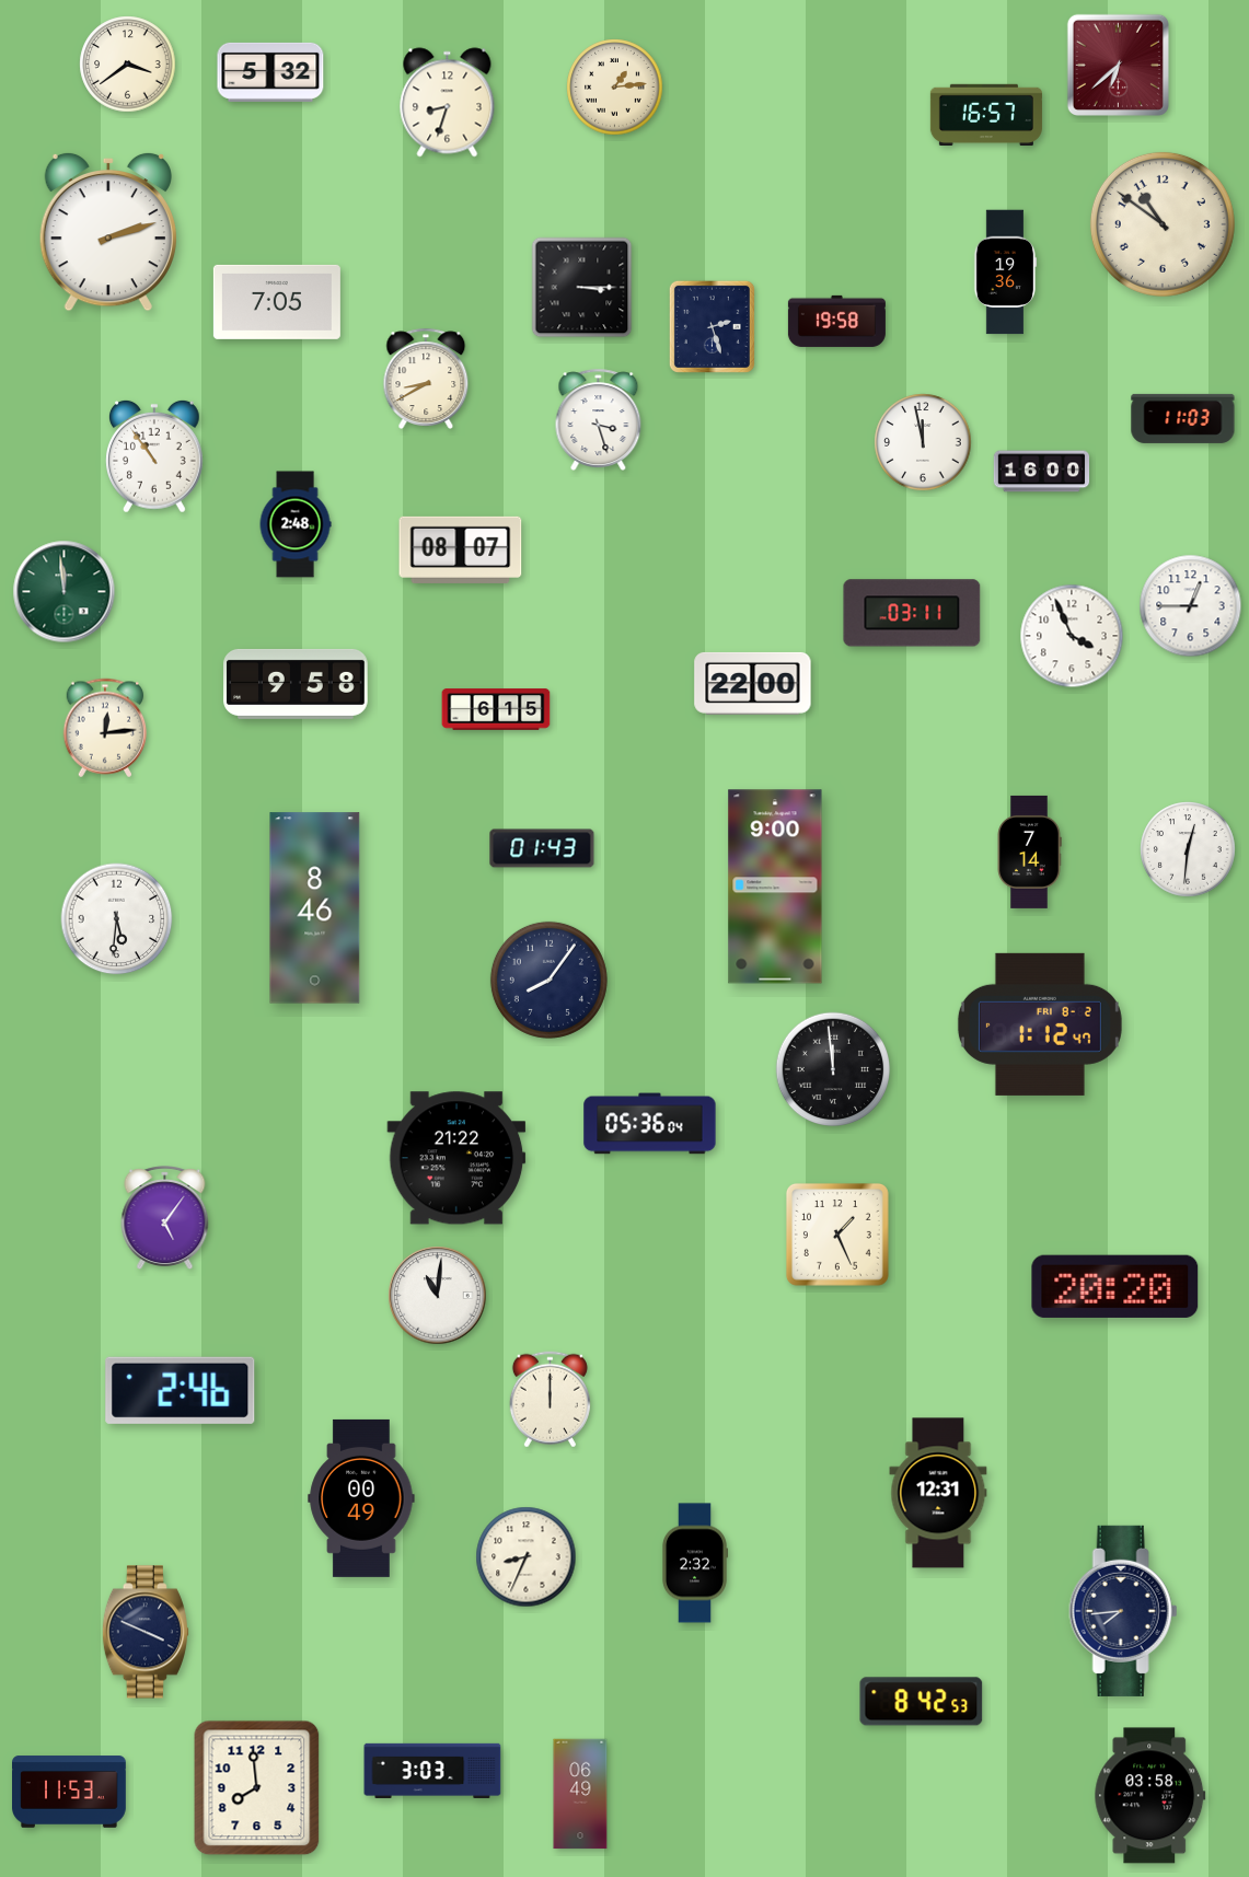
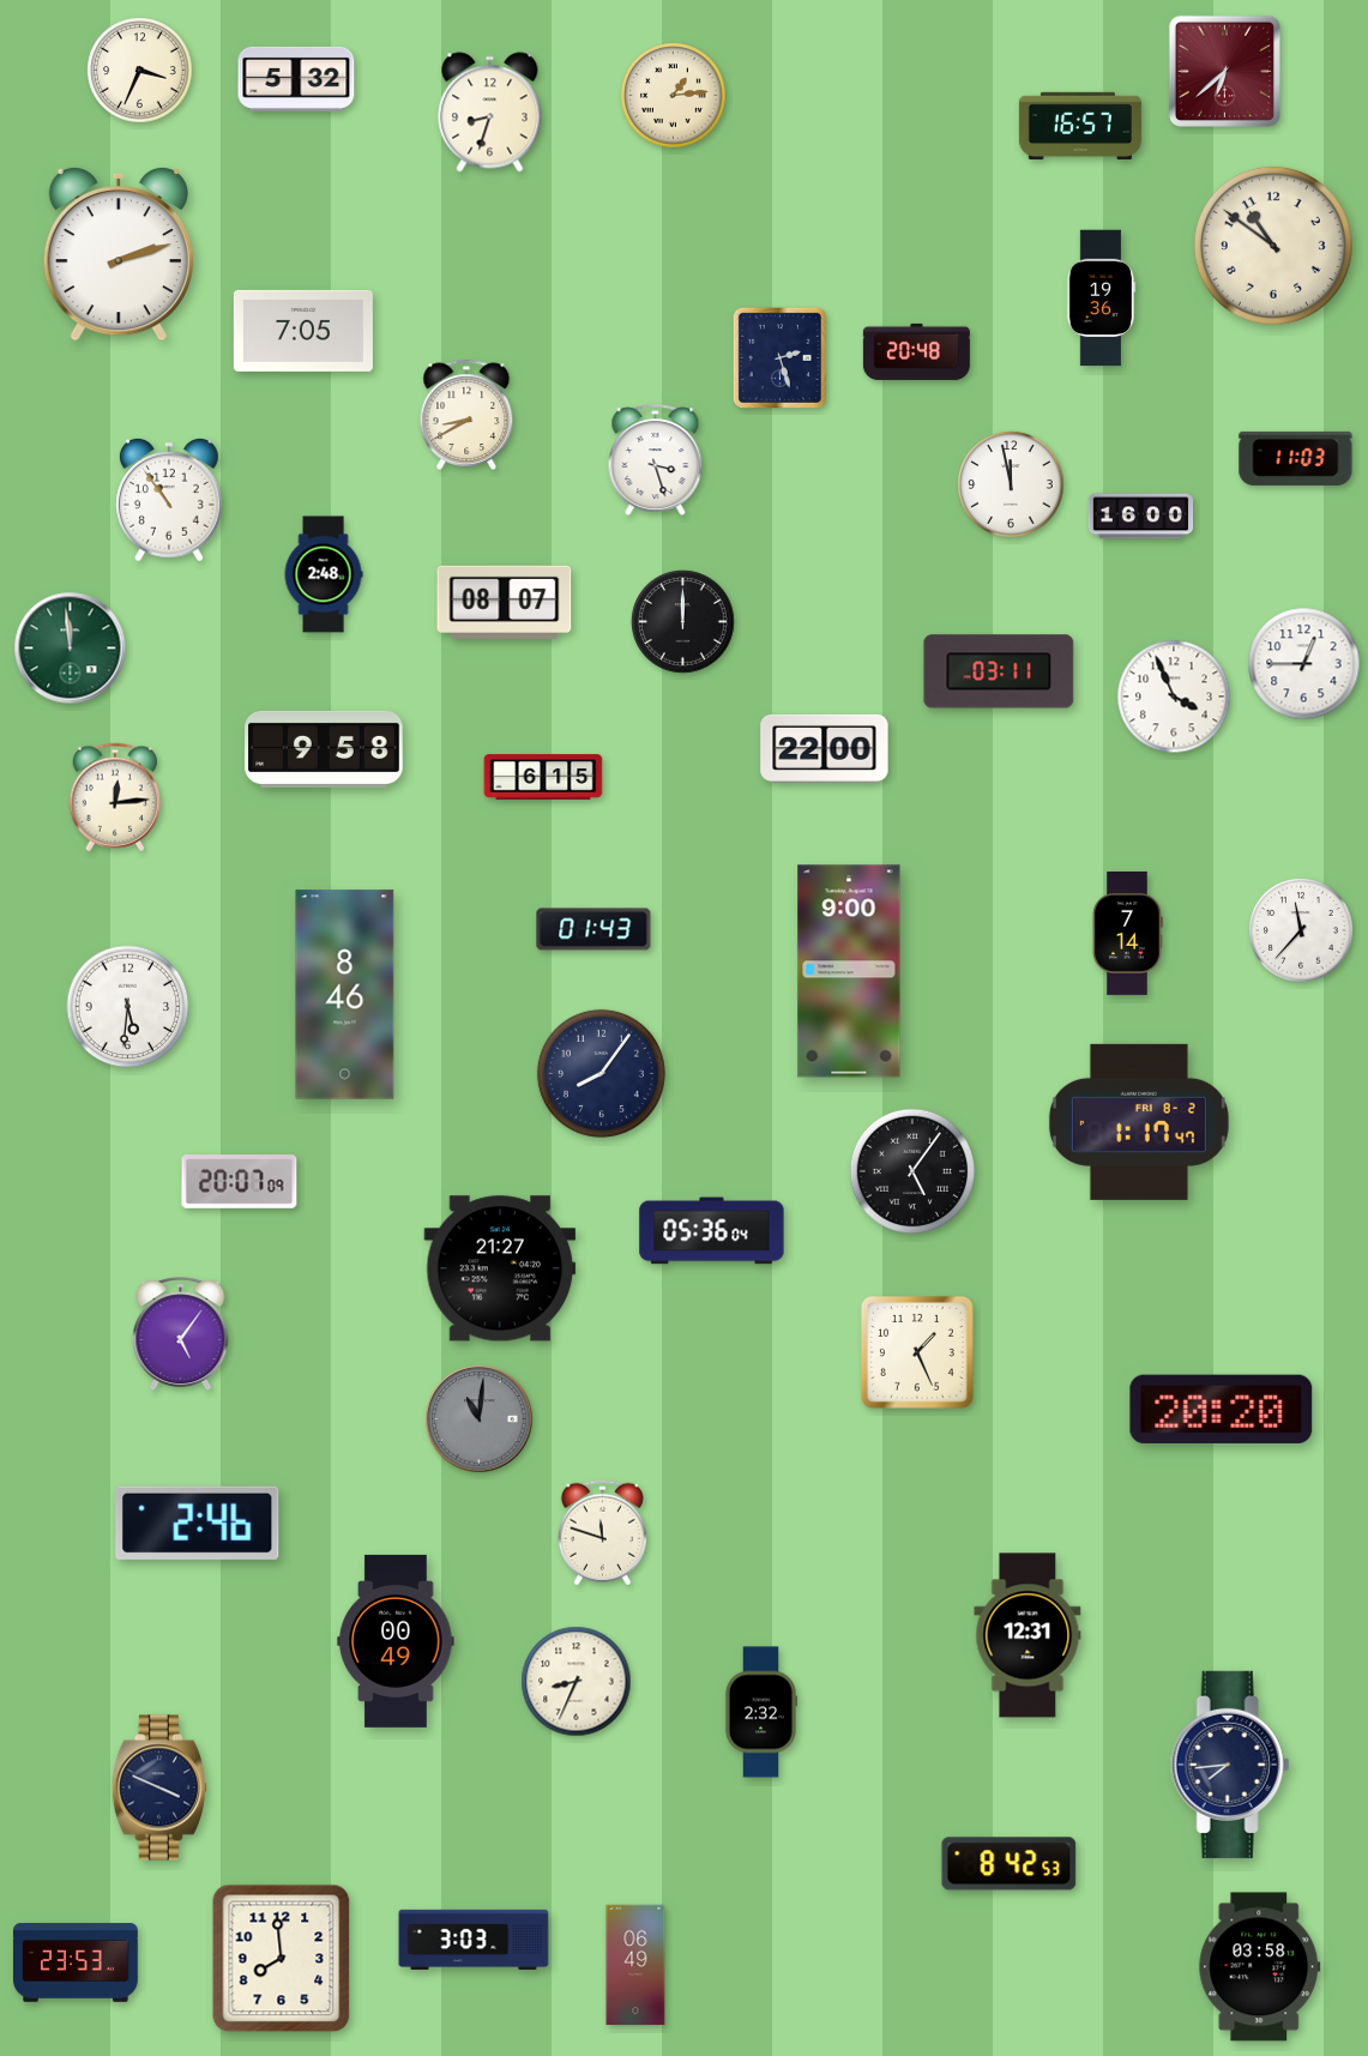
clock at (128, 65): 3:39 -> 3:34
clock at (582, 288): 3:15 -> none
clock at (836, 321): 19:58 -> 20:48
clock at (683, 622): none -> 12:00
clock at (1188, 849): 12:31 -> 11:37
clock at (1040, 1024): 1:12 -> 1:17
clock at (833, 1069): 11:59 -> 5:06
clock at (240, 1182): none -> 20:07
clock at (456, 1158): 21:22 -> 21:27
clock at (438, 1296) dial: white -> grey
clock at (550, 1400): 12:00 -> 11:48
clock at (527, 1557) position: (527, 1557) -> (577, 1682)
clock at (70, 1792): 11:53 -> 23:53
